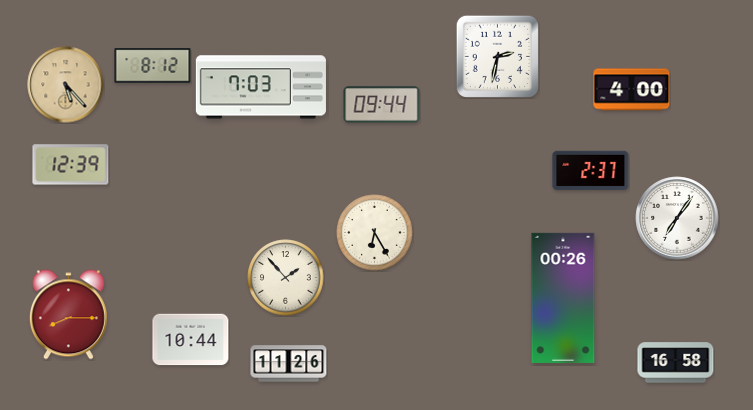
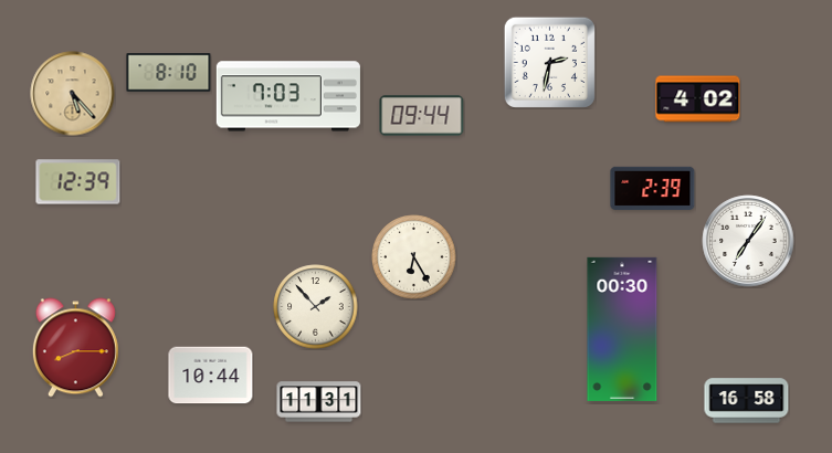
clock at (153, 66): 8:12 -> 8:10
clock at (632, 90): 4:00 -> 4:02
clock at (591, 170): 2:37 -> 2:39
clock at (563, 298): 00:26 -> 00:30
clock at (289, 364): 11:26 -> 11:31
